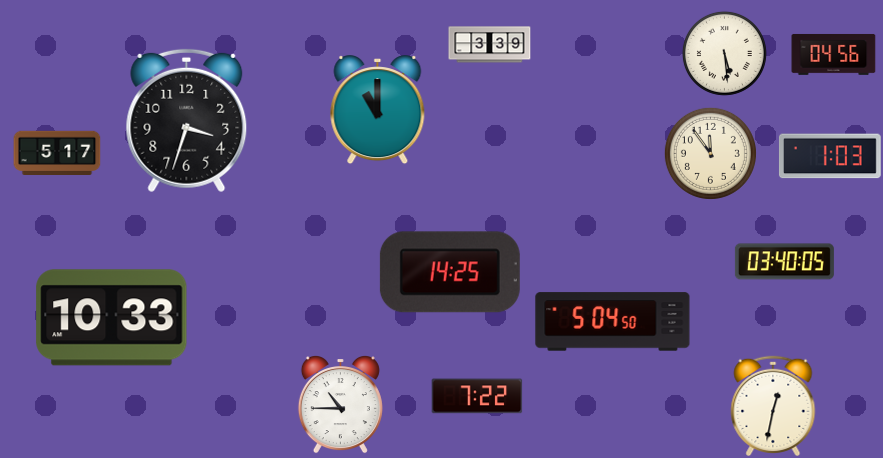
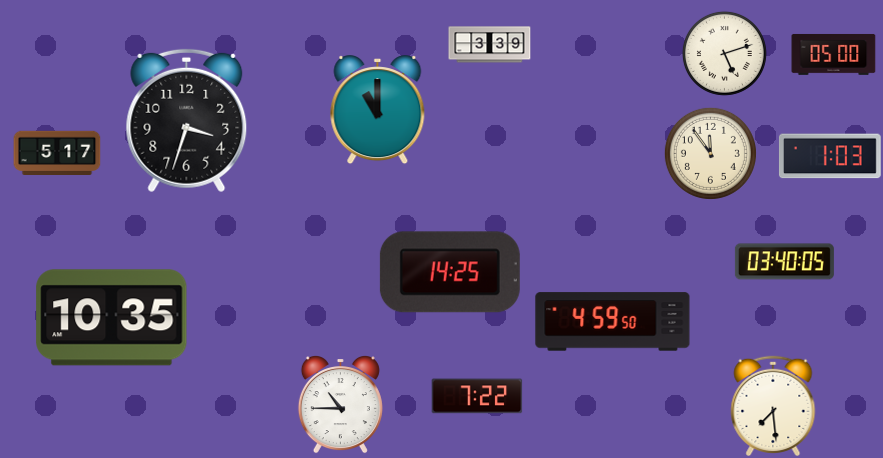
clock at (724, 53): 5:29 -> 5:12
clock at (834, 54): 04:56 -> 05:00
clock at (112, 318): 10:33 -> 10:35
clock at (613, 322): 5:04 -> 4:59
clock at (773, 405): 12:32 -> 7:29
